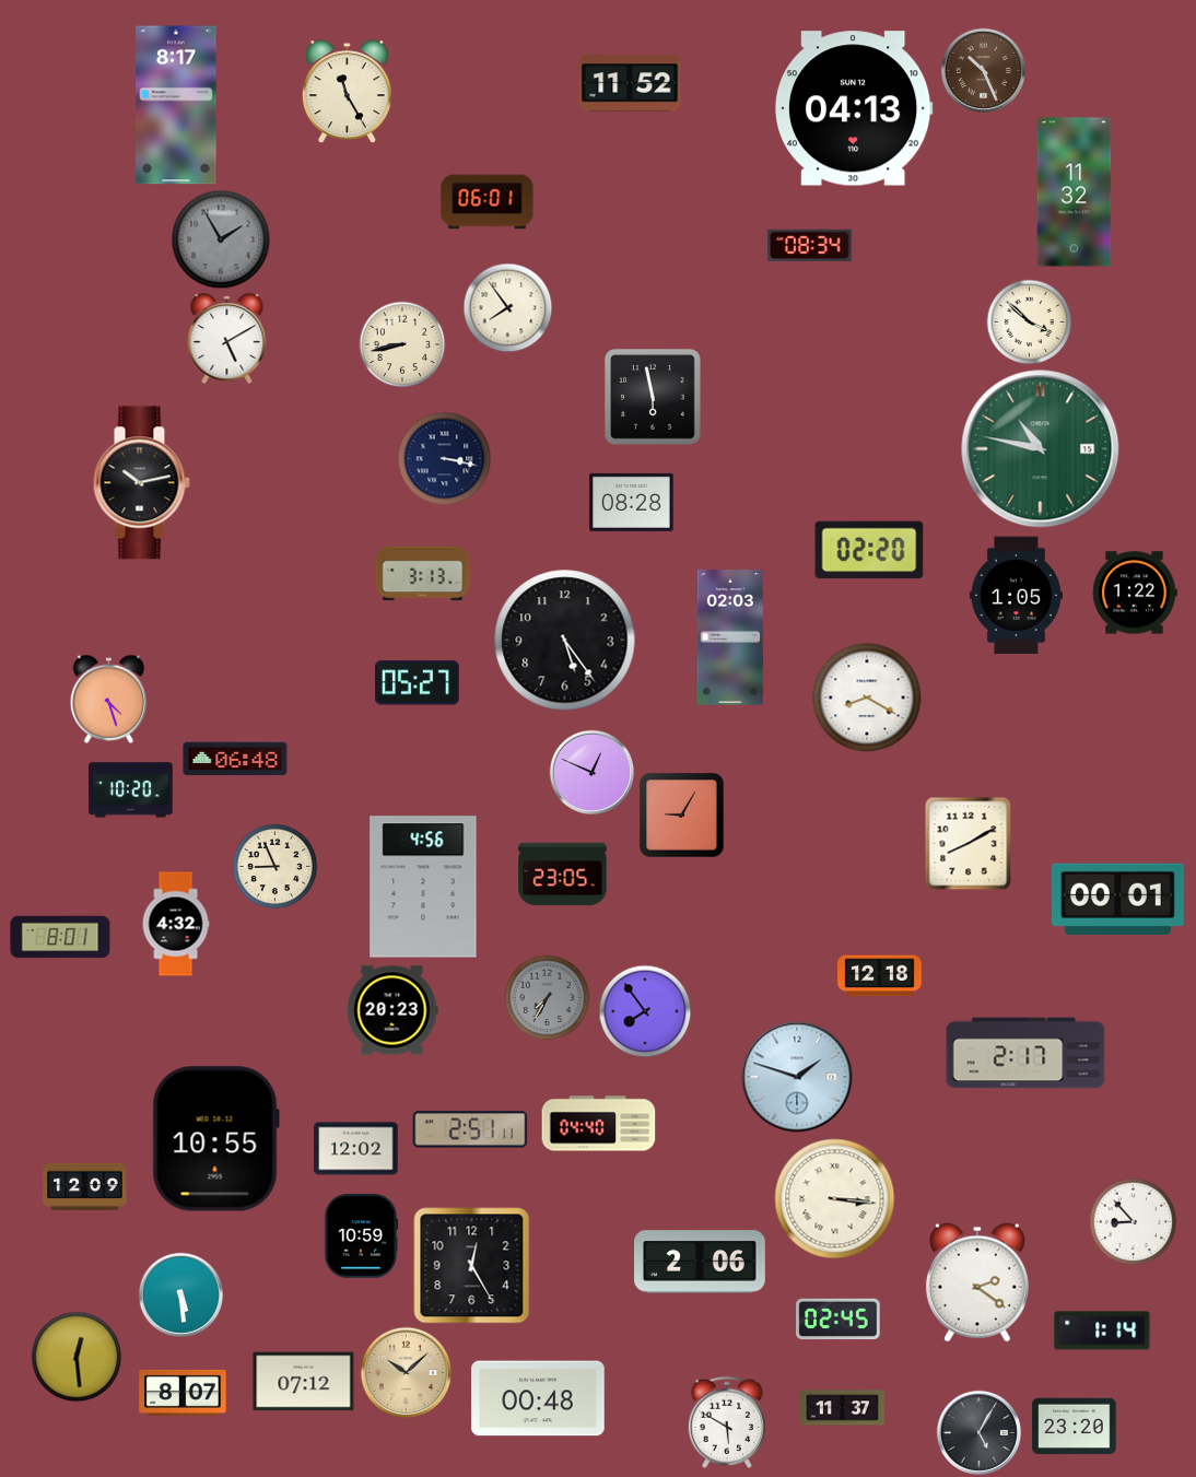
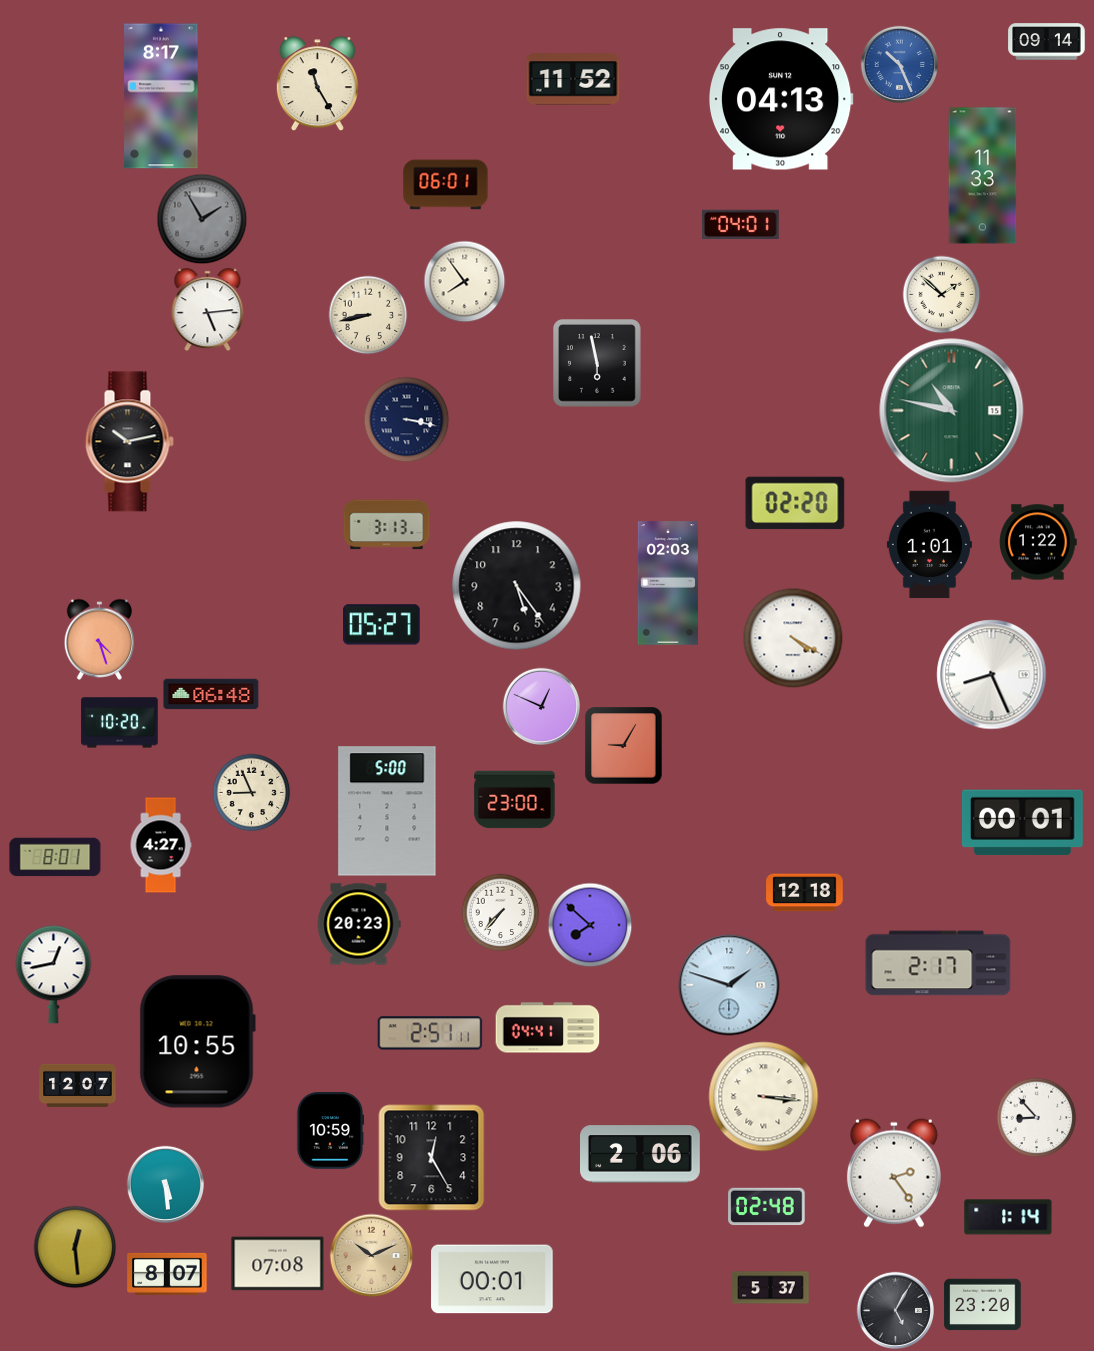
clock at (1047, 42): none -> 09:14
clock at (983, 70) dial: brown -> blue
clock at (630, 83) position: (630, 83) -> (573, 79)
clock at (1075, 192): 11:32 -> 11:33
clock at (810, 245): 08:34 -> 04:01
clock at (1029, 321): 3:52 -> 1:52
clock at (227, 339): 5:10 -> 5:14
clock at (632, 502): 08:28 -> none
clock at (1016, 596): 1:05 -> 1:01
clock at (867, 698): 8:20 -> 4:20
clock at (992, 675): none -> 8:26
clock at (235, 759) position: (235, 759) -> (211, 694)
clock at (969, 843): 8:10 -> none
clock at (563, 875): 23:05 -> 23:00
clock at (423, 887): 4:56 -> 5:00
clock at (176, 924): 4:32 -> 4:27
clock at (547, 997): 7:35 -> 7:37
clock at (547, 997) dial: grey -> white
clock at (645, 1011): 7:54 -> 7:52
clock at (54, 975): none -> 12:43
clock at (599, 1124): 04:40 -> 04:41
clock at (356, 1149): 12:02 -> none
clock at (85, 1186): 12:09 -> 12:07
clock at (977, 1282): 2:21 -> 2:24
clock at (839, 1320): 02:45 -> 02:48
clock at (77, 1357) position: (77, 1357) -> (75, 1247)
clock at (406, 1372): 10:08 -> 10:11
clock at (304, 1382): 07:12 -> 07:08
clock at (538, 1398): 00:48 -> 00:01
clock at (843, 1408): 11:37 -> 5:37
clock at (727, 1422): 5:50 -> none
